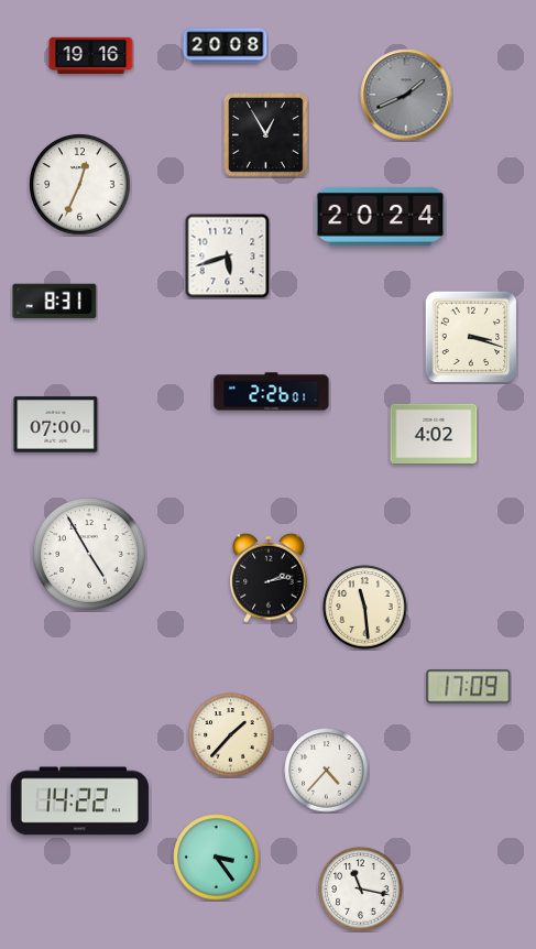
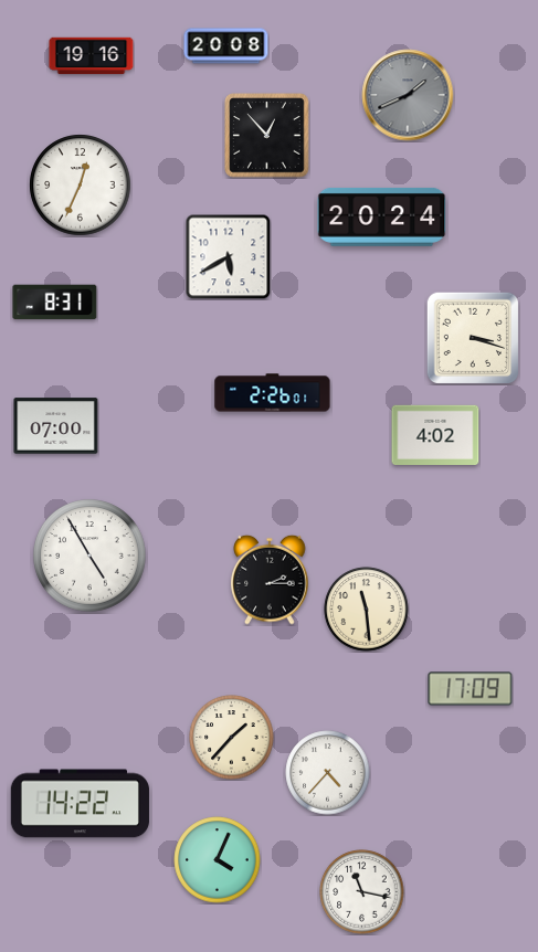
clock at (266, 135): 12:55 -> 12:53
clock at (227, 255): 5:42 -> 5:40
clock at (269, 578): 2:13 -> 2:15
clock at (217, 858): 3:24 -> 4:04
